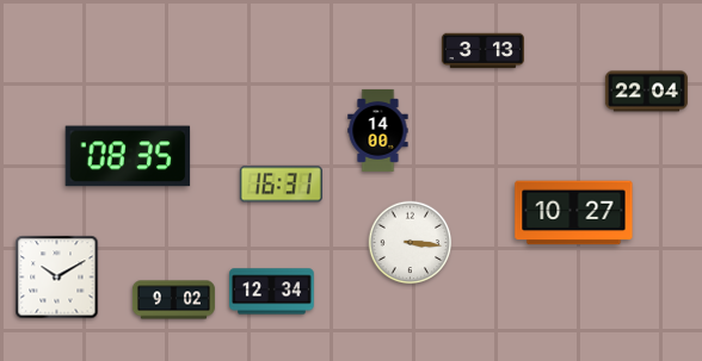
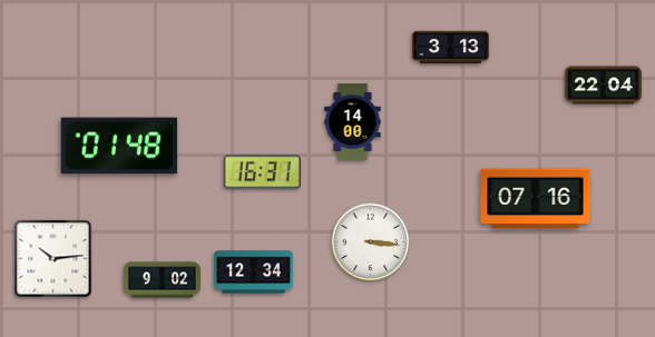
clock at (128, 156): 08:35 -> 01:48
clock at (574, 213): 10:27 -> 07:16
clock at (411, 243) position: (411, 243) -> (371, 242)
clock at (57, 278): 10:10 -> 10:14
